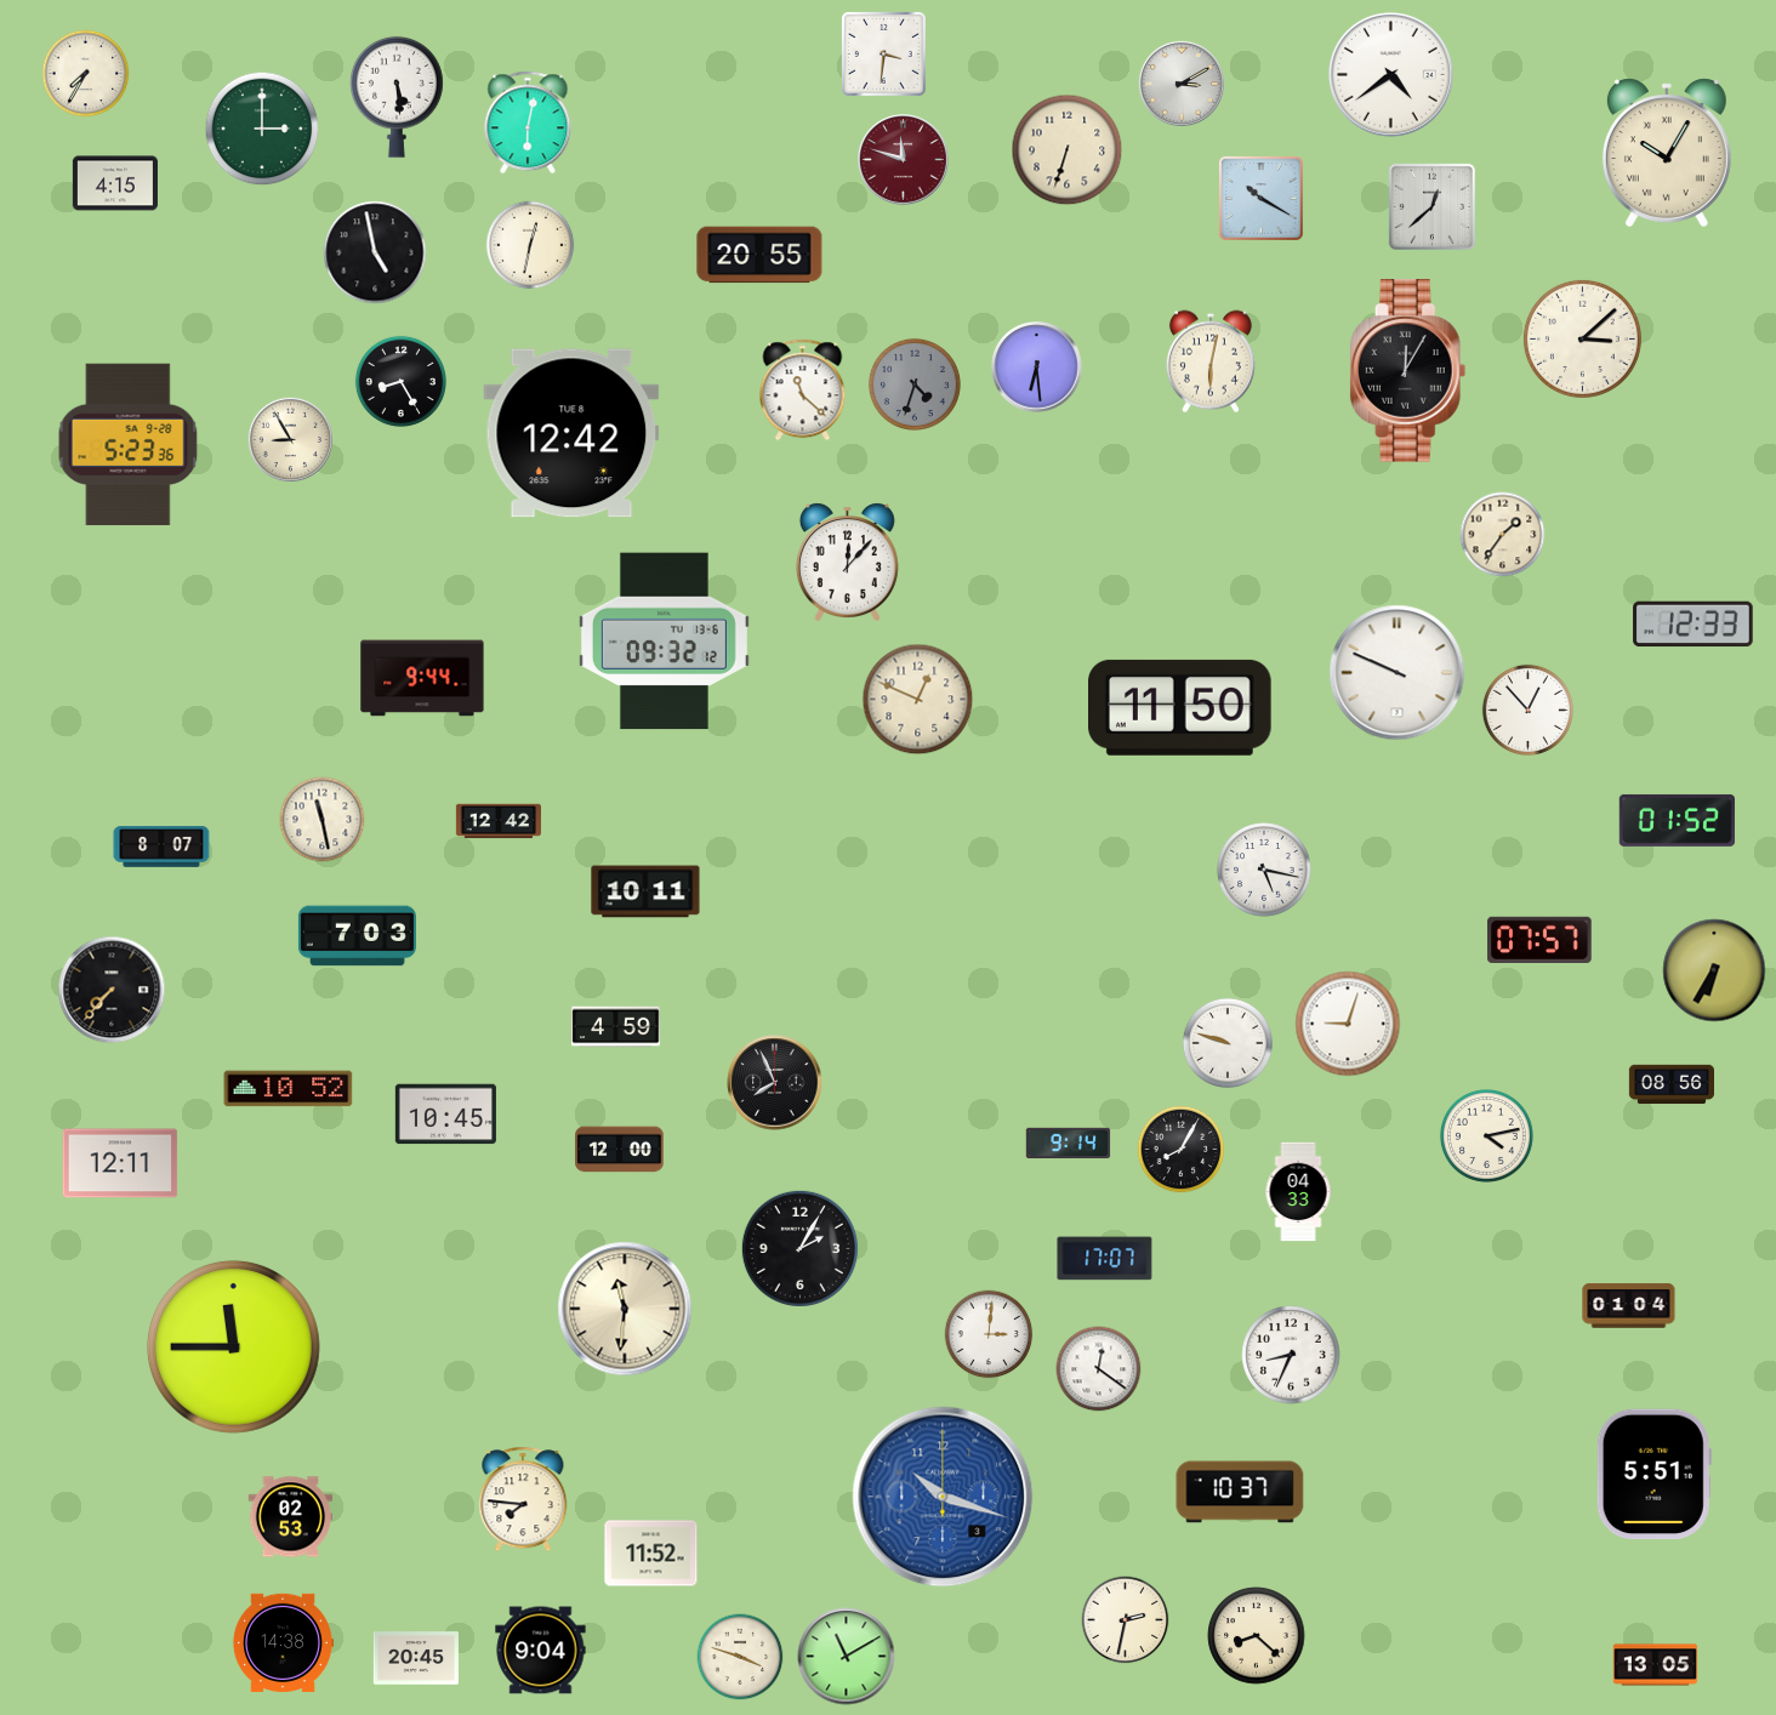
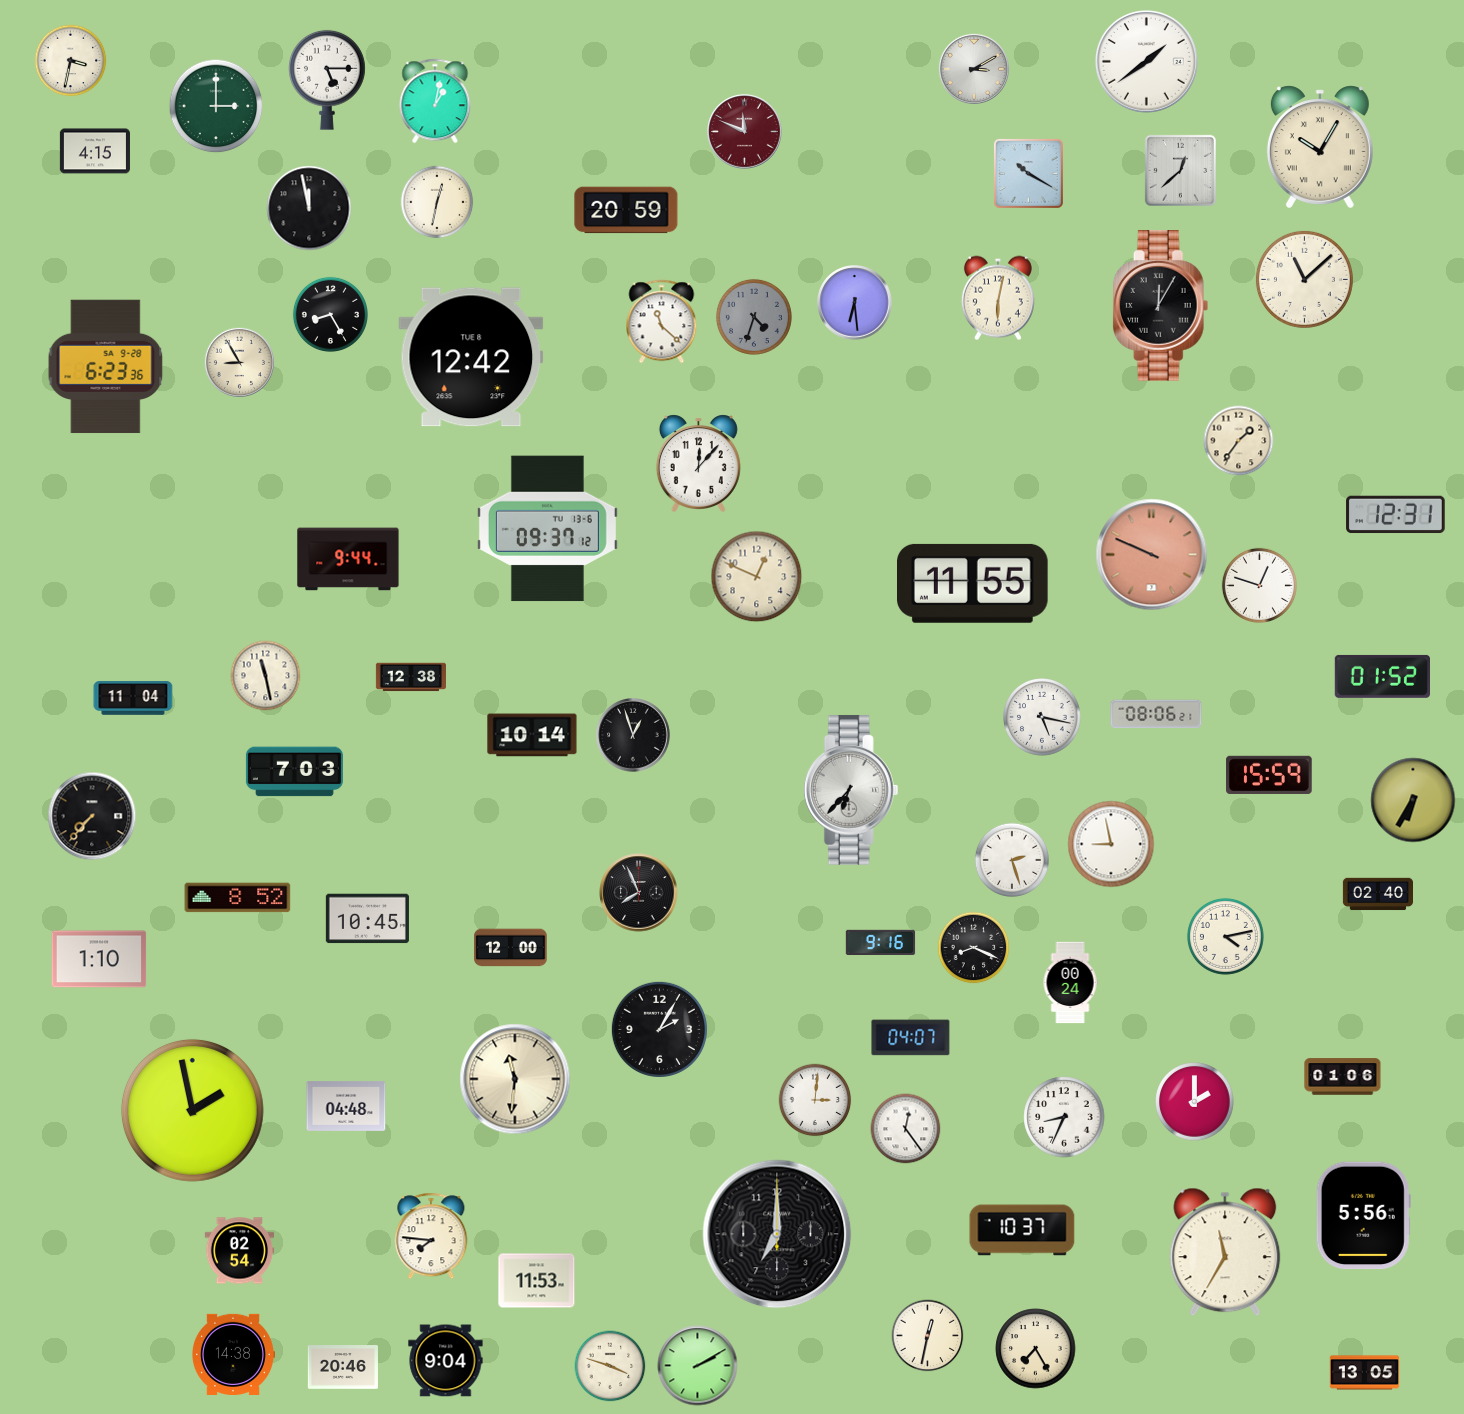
clock at (883, 53): 3:31 -> none
clock at (86, 74): 7:35 -> 3:32
clock at (1391, 75): 4:39 -> 1:39
clock at (398, 97): 5:29 -> 5:15
clock at (528, 122): 6:02 -> 1:02
clock at (1068, 150): 6:33 -> none
clock at (1667, 153) position: (1667, 153) -> (1320, 147)
clock at (904, 160): 11:48 -> 11:49
clock at (1262, 199) position: (1262, 199) -> (1029, 174)
clock at (375, 252): 4:58 -> 11:58
clock at (759, 255): 20:55 -> 20:59
clock at (1582, 338): 3:08 -> 11:08
clock at (129, 445): 5:23 -> 6:23
clock at (1694, 625): 12:33 -> 12:31
clock at (664, 642): 09:32 -> 09:37
clock at (1398, 673) dial: white -> salmon
clock at (1180, 707): 11:50 -> 11:55
clock at (1527, 710): 12:53 -> 12:48
clock at (499, 821): 12:42 -> 12:38
clock at (161, 847): 8:07 -> 11:04
clock at (1156, 714): none -> 08:06
clock at (645, 891): 10:11 -> 10:14
clock at (634, 736): none -> 12:57
clock at (1539, 940): 07:57 -> 15:59
clock at (851, 790): none -> 6:37
clock at (1348, 1024): 9:03 -> 8:58
clock at (616, 1027): 4:59 -> none
clock at (1226, 1042): 9:48 -> 2:27
clock at (1670, 1084): 08:56 -> 02:40
clock at (289, 1089): 10:52 -> 8:52
clock at (1069, 1144): 9:14 -> 9:16
clock at (1182, 1150): 8:05 -> 8:19
clock at (120, 1163): 12:11 -> 1:10
clock at (1298, 1192): 04:33 -> 00:24
clock at (1105, 1259): 17:07 -> 04:07
clock at (1629, 1306): 01:04 -> 01:06
clock at (1195, 1102): none -> 2:00
clock at (346, 1106): none -> 04:48
clock at (233, 1346): 11:45 -> 1:58
clock at (1099, 1369): 12:21 -> 12:24
clock at (1653, 1475): 5:51 -> 5:56
clock at (943, 1497): 10:18 -> 7:00
clock at (943, 1497) dial: blue -> black
clock at (291, 1517): 02:53 -> 02:54
clock at (1225, 1252): none -> 11:35
clock at (651, 1554): 11:52 -> 11:53
clock at (1126, 1620): 2:32 -> 12:32
clock at (1257, 1636): 8:22 -> 7:25
clock at (847, 1657): 11:10 -> 2:10
clock at (416, 1658): 20:45 -> 20:46
